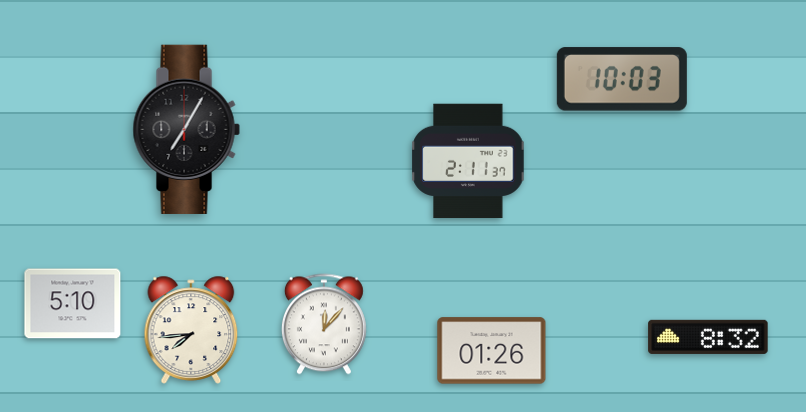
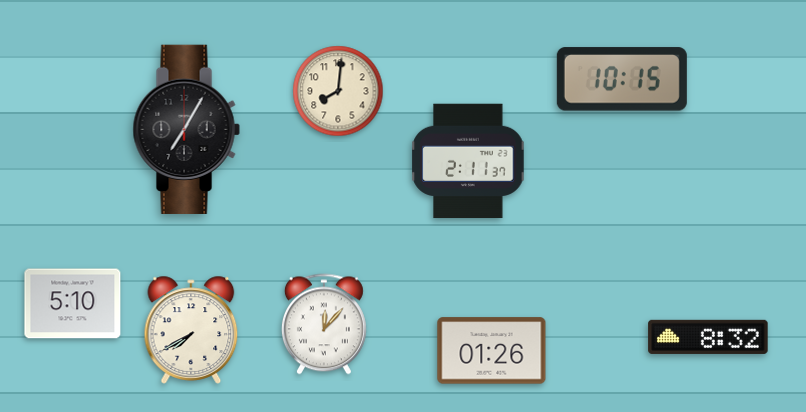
clock at (622, 79): 10:03 -> 10:15
clock at (338, 91): none -> 8:01
clock at (191, 330): 7:44 -> 7:40
